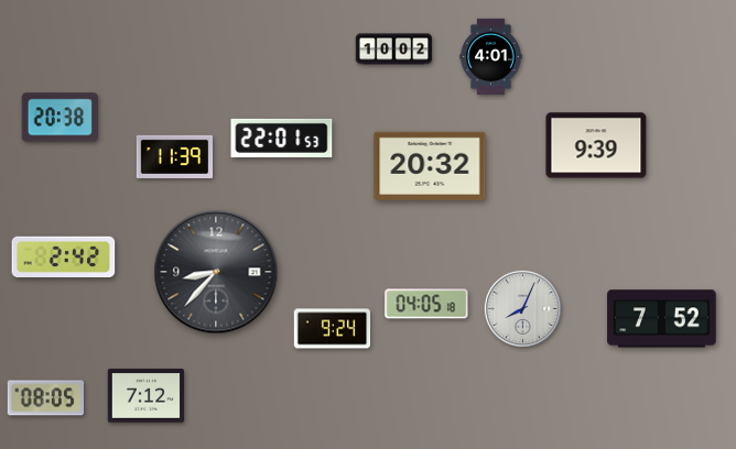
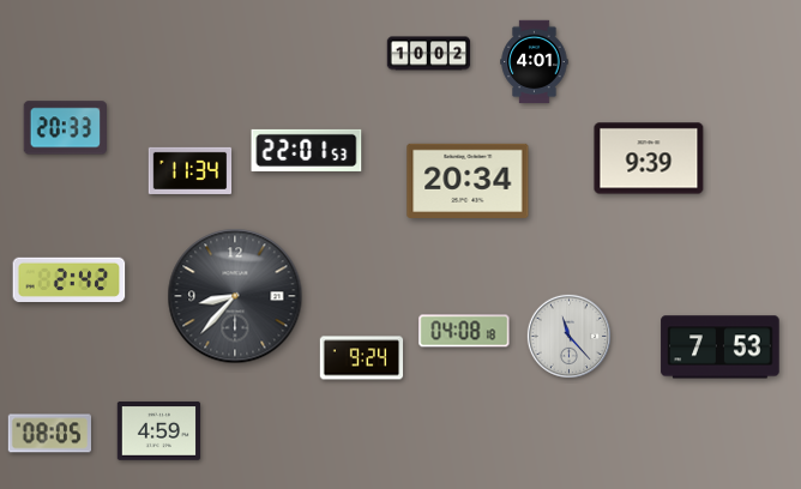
clock at (59, 118): 20:38 -> 20:33
clock at (175, 156): 11:39 -> 11:34
clock at (430, 166): 20:32 -> 20:34
clock at (426, 304): 04:05 -> 04:08
clock at (522, 308): 8:04 -> 11:23
clock at (662, 319): 7:52 -> 7:53
clock at (147, 396): 7:12 -> 4:59
